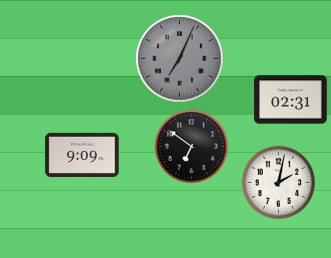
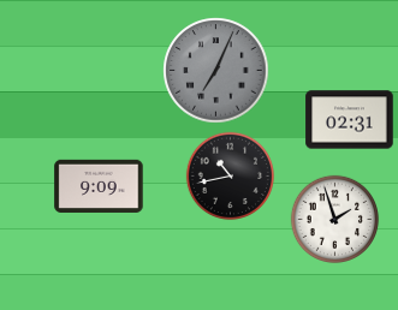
clock at (192, 147): 6:51 -> 10:43
clock at (279, 183): 2:02 -> 1:57
